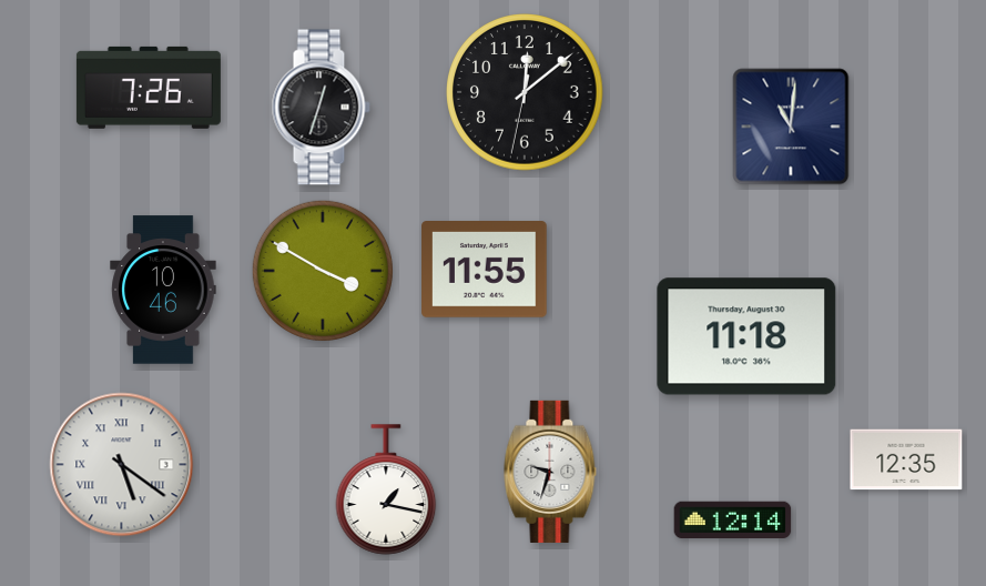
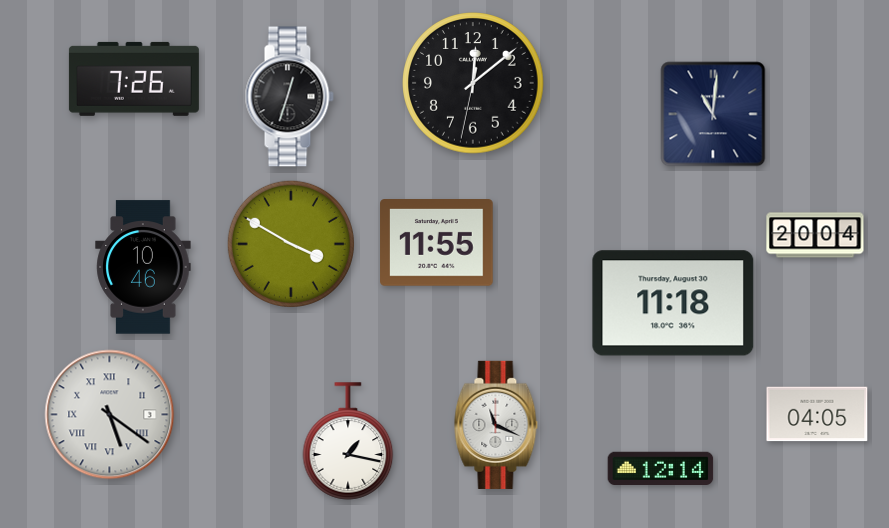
clock at (815, 235): none -> 20:04
clock at (163, 290) position: (163, 290) -> (143, 267)
clock at (906, 459): 12:35 -> 04:05
clock at (122, 465) position: (122, 465) -> (110, 415)
clock at (550, 472): 9:33 -> 11:19
